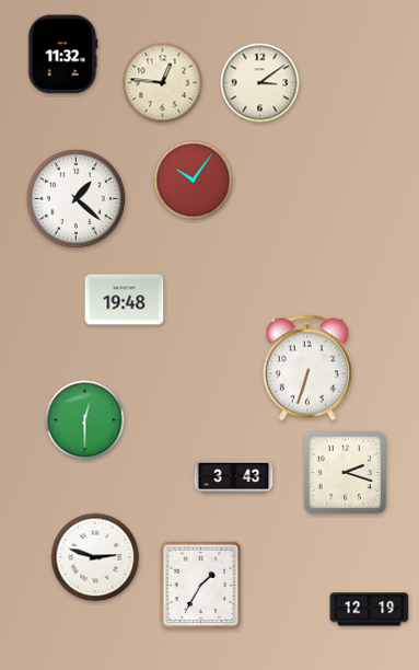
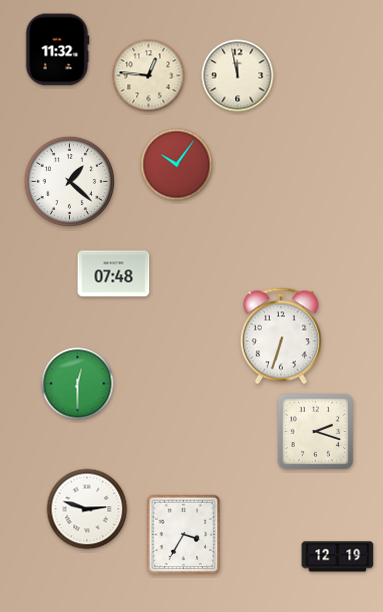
clock at (260, 83): 3:09 -> 11:58
clock at (125, 300): 19:48 -> 07:48
clock at (234, 477): 3:43 -> none
clock at (201, 586): 1:35 -> 3:35
